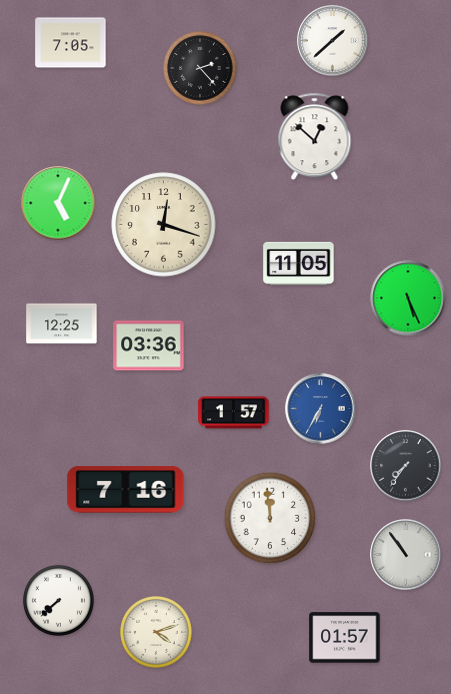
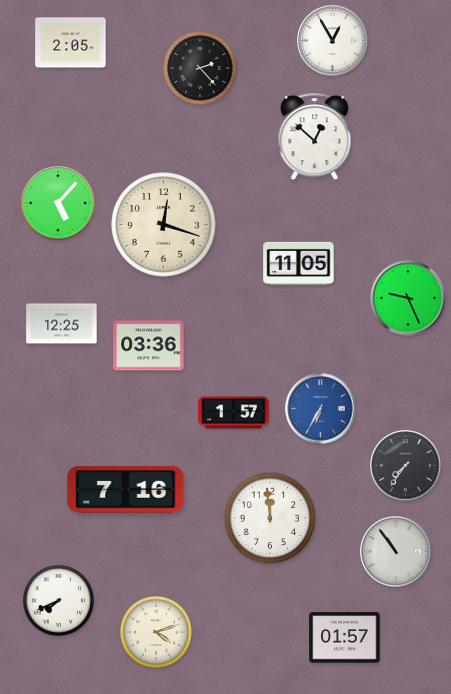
clock at (333, 41): 1:38 -> 12:55
clock at (71, 43): 7:05 -> 2:05
clock at (58, 203): 5:04 -> 5:07
clock at (408, 298): 5:26 -> 9:26
clock at (406, 555) position: (406, 555) -> (396, 552)
clock at (58, 600): 7:38 -> 7:41
